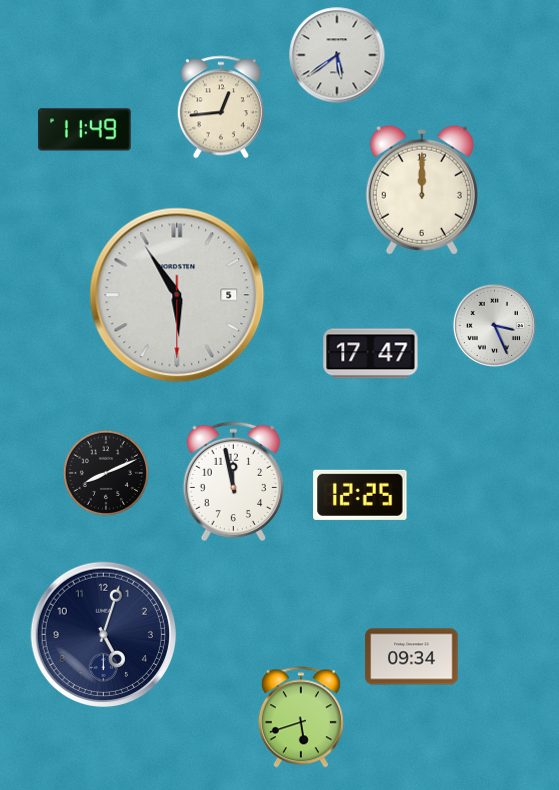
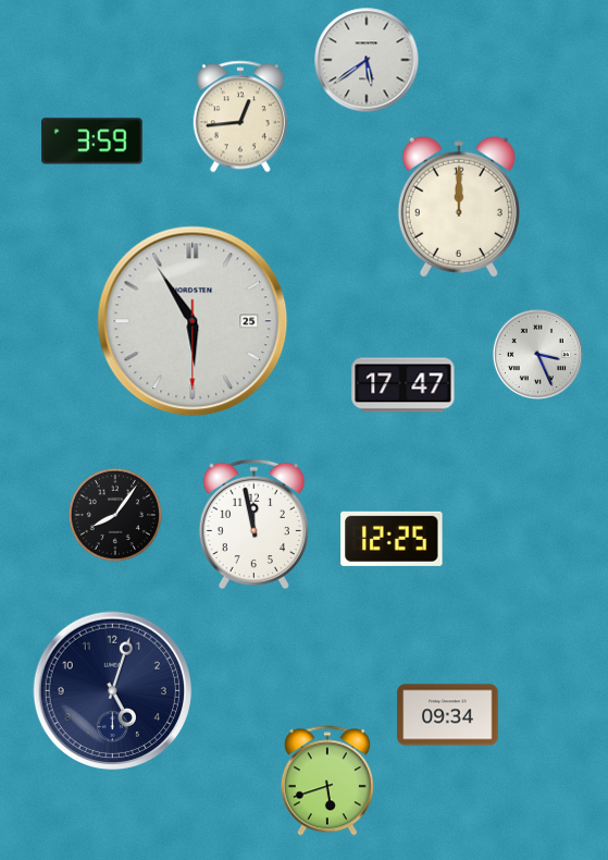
clock at (85, 130): 11:49 -> 3:59
clock at (177, 295) date: 5 -> 25
clock at (106, 473): 8:11 -> 8:06
